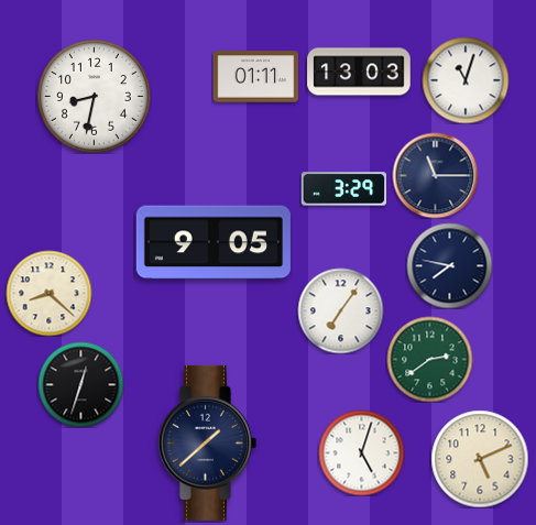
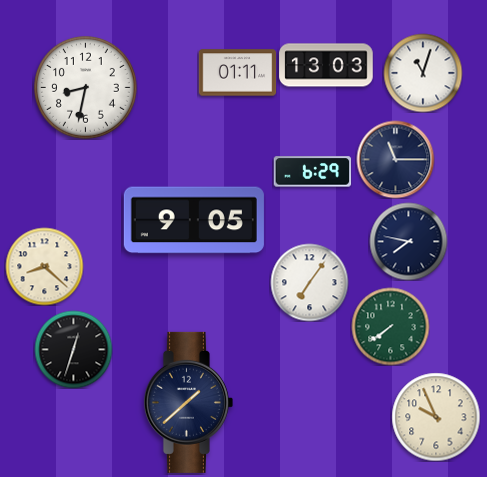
clock at (255, 77) position: (255, 77) -> (237, 73)
clock at (343, 189): 3:29 -> 6:29
clock at (429, 359): 2:39 -> 7:39
clock at (361, 452): 5:03 -> none
clock at (480, 459): 5:11 -> 9:56
